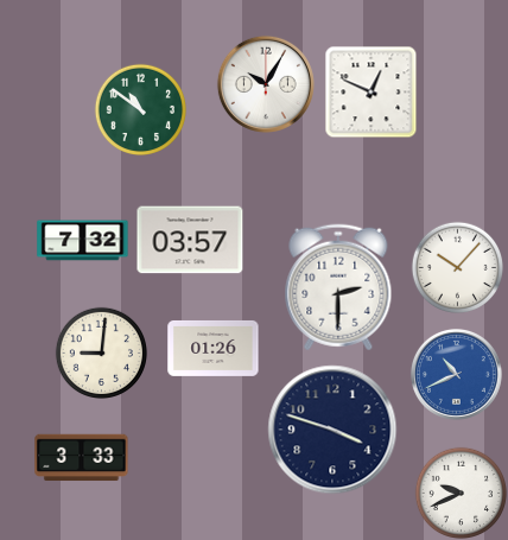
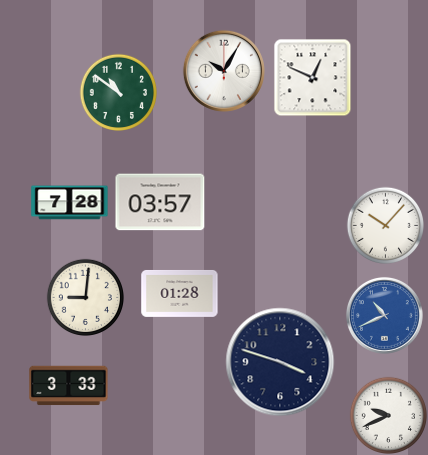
clock at (83, 241): 7:32 -> 7:28
clock at (338, 287): 2:30 -> none
clock at (214, 349): 01:26 -> 01:28
